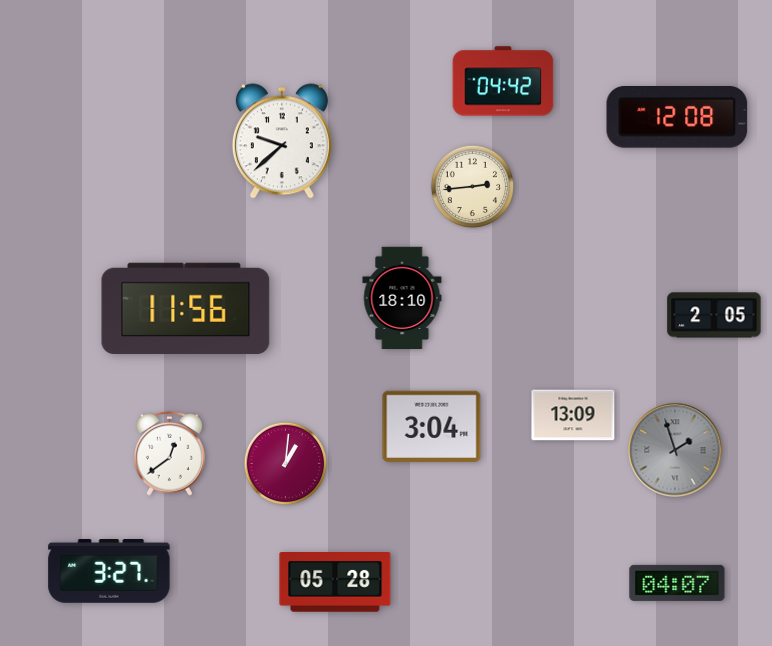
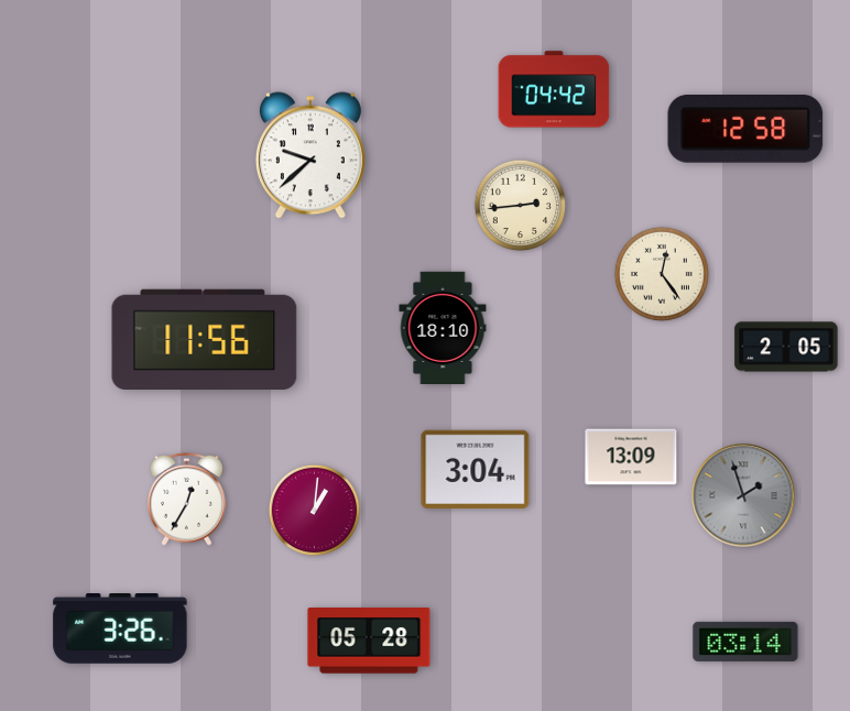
clock at (677, 118): 12:08 -> 12:58
clock at (662, 274): none -> 12:24
clock at (169, 453): 12:39 -> 12:35
clock at (109, 572): 3:27 -> 3:26
clock at (677, 583): 04:07 -> 03:14
